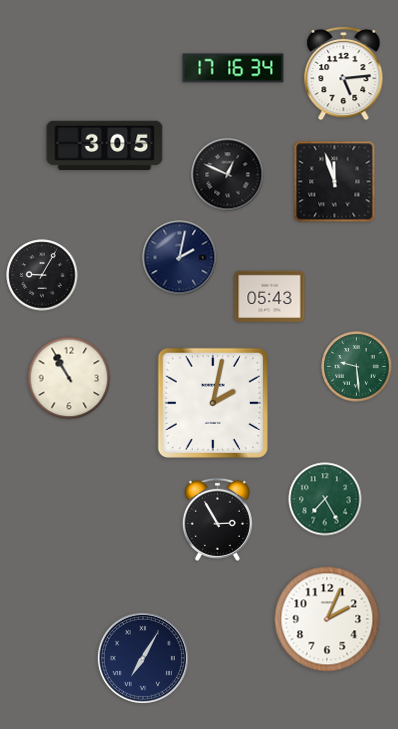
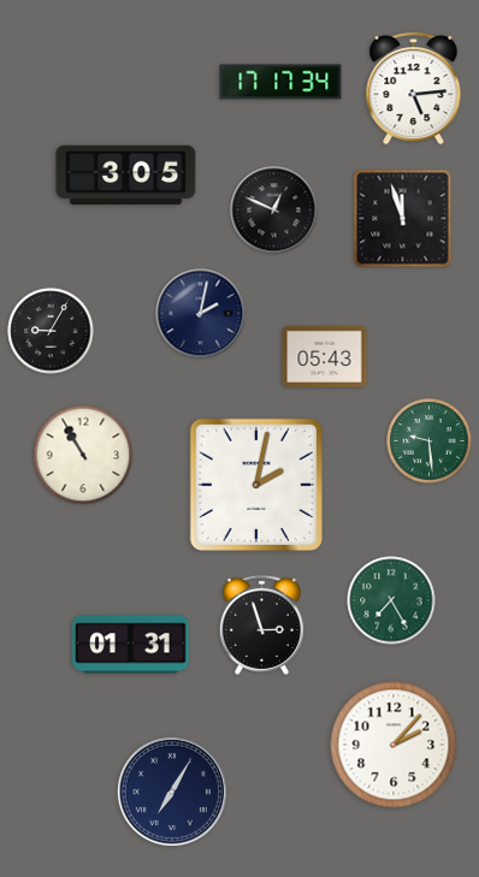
clock at (233, 68): 17:16 -> 17:17
clock at (180, 258) position: (180, 258) -> (201, 314)
clock at (217, 519): 2:55 -> 2:57
clock at (131, 645): none -> 01:31
clock at (327, 619): 2:04 -> 2:07
